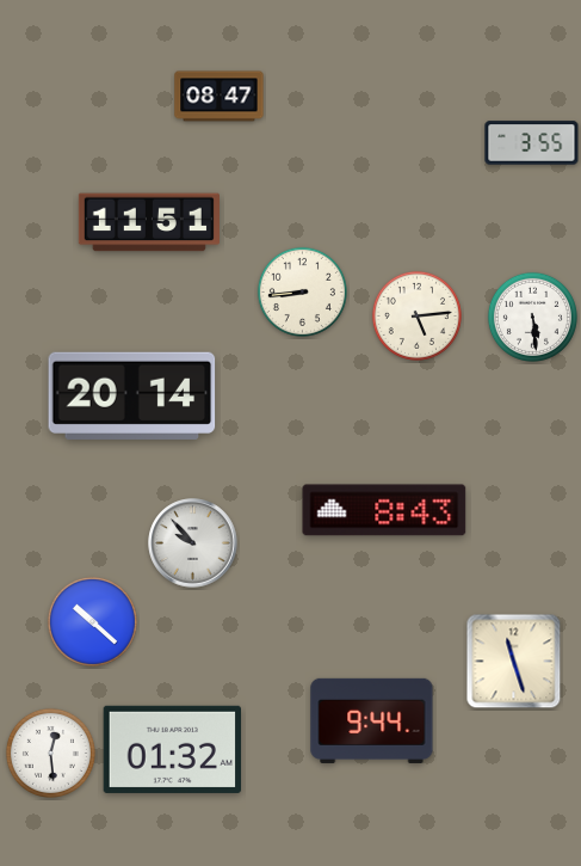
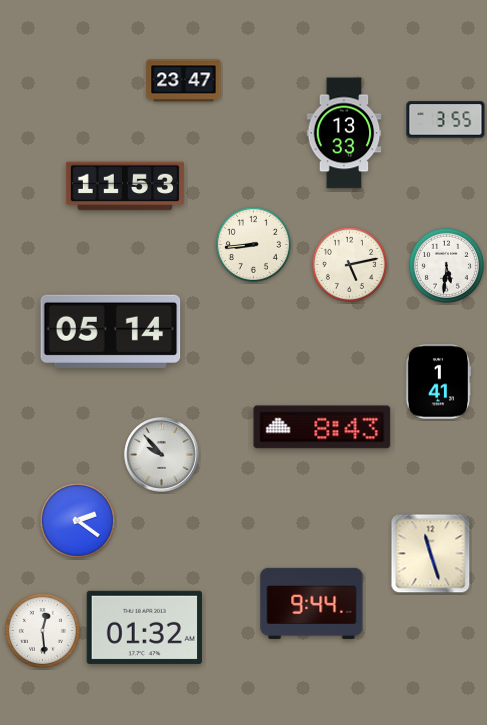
clock at (220, 97): 08:47 -> 23:47
clock at (344, 133): none -> 13:33
clock at (149, 222): 11:51 -> 11:53
clock at (416, 315): 5:14 -> 5:13
clock at (532, 317): 5:29 -> 5:31
clock at (132, 395): 20:14 -> 05:14
clock at (438, 382): none -> 1:41
clock at (92, 621): 10:22 -> 2:21
